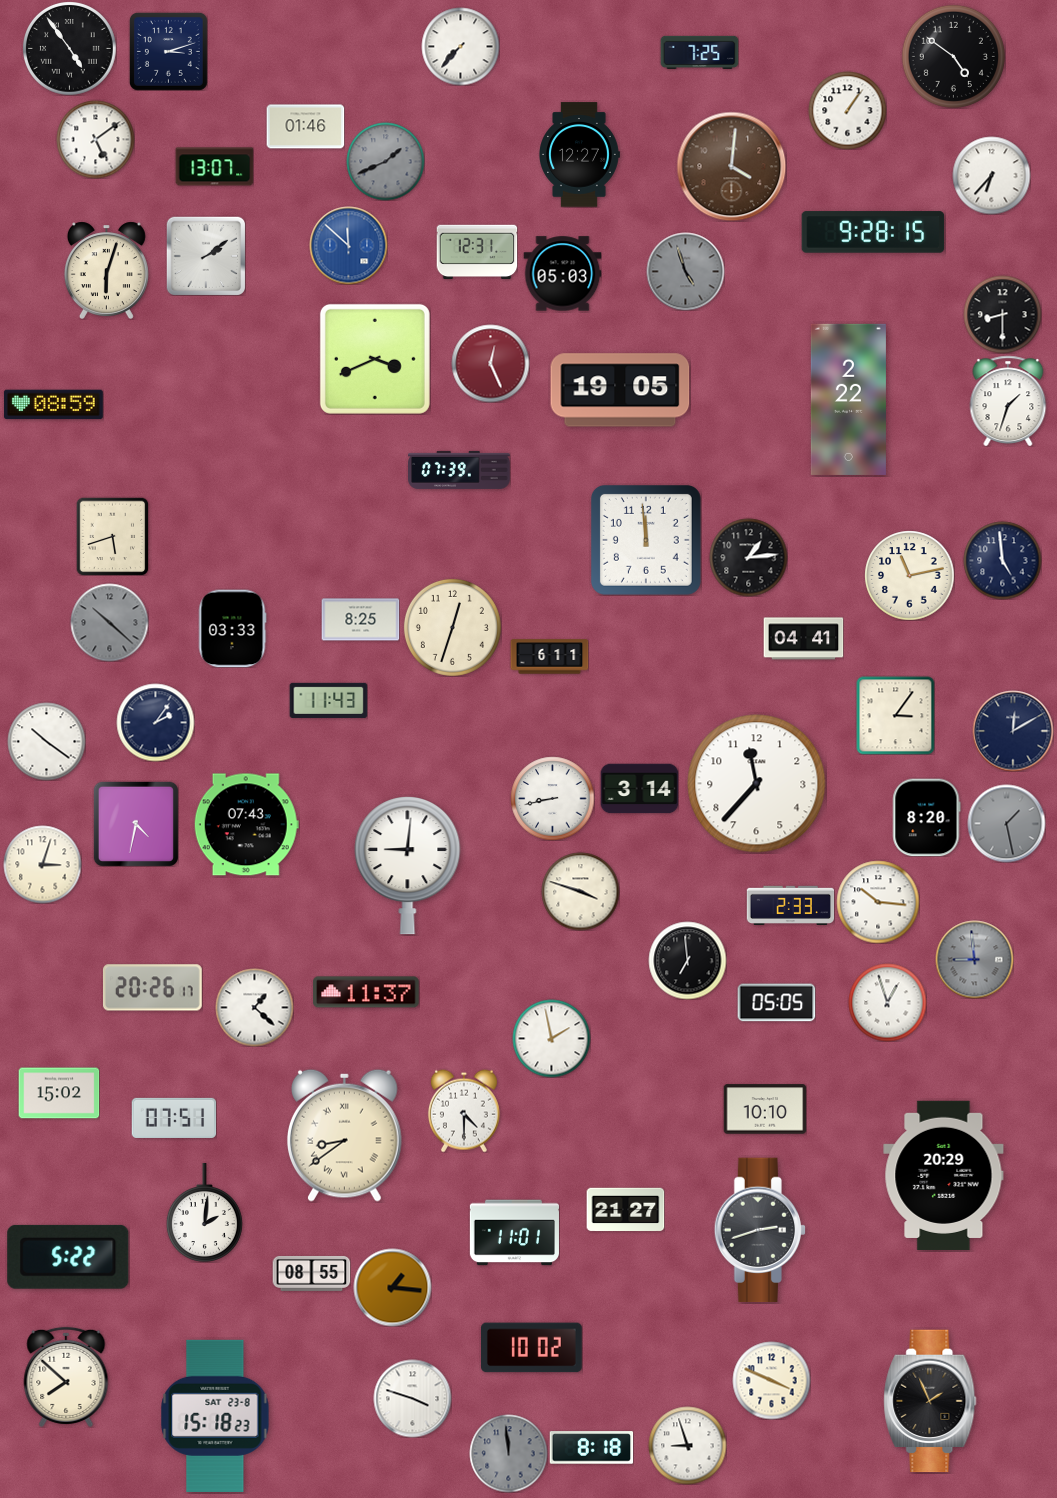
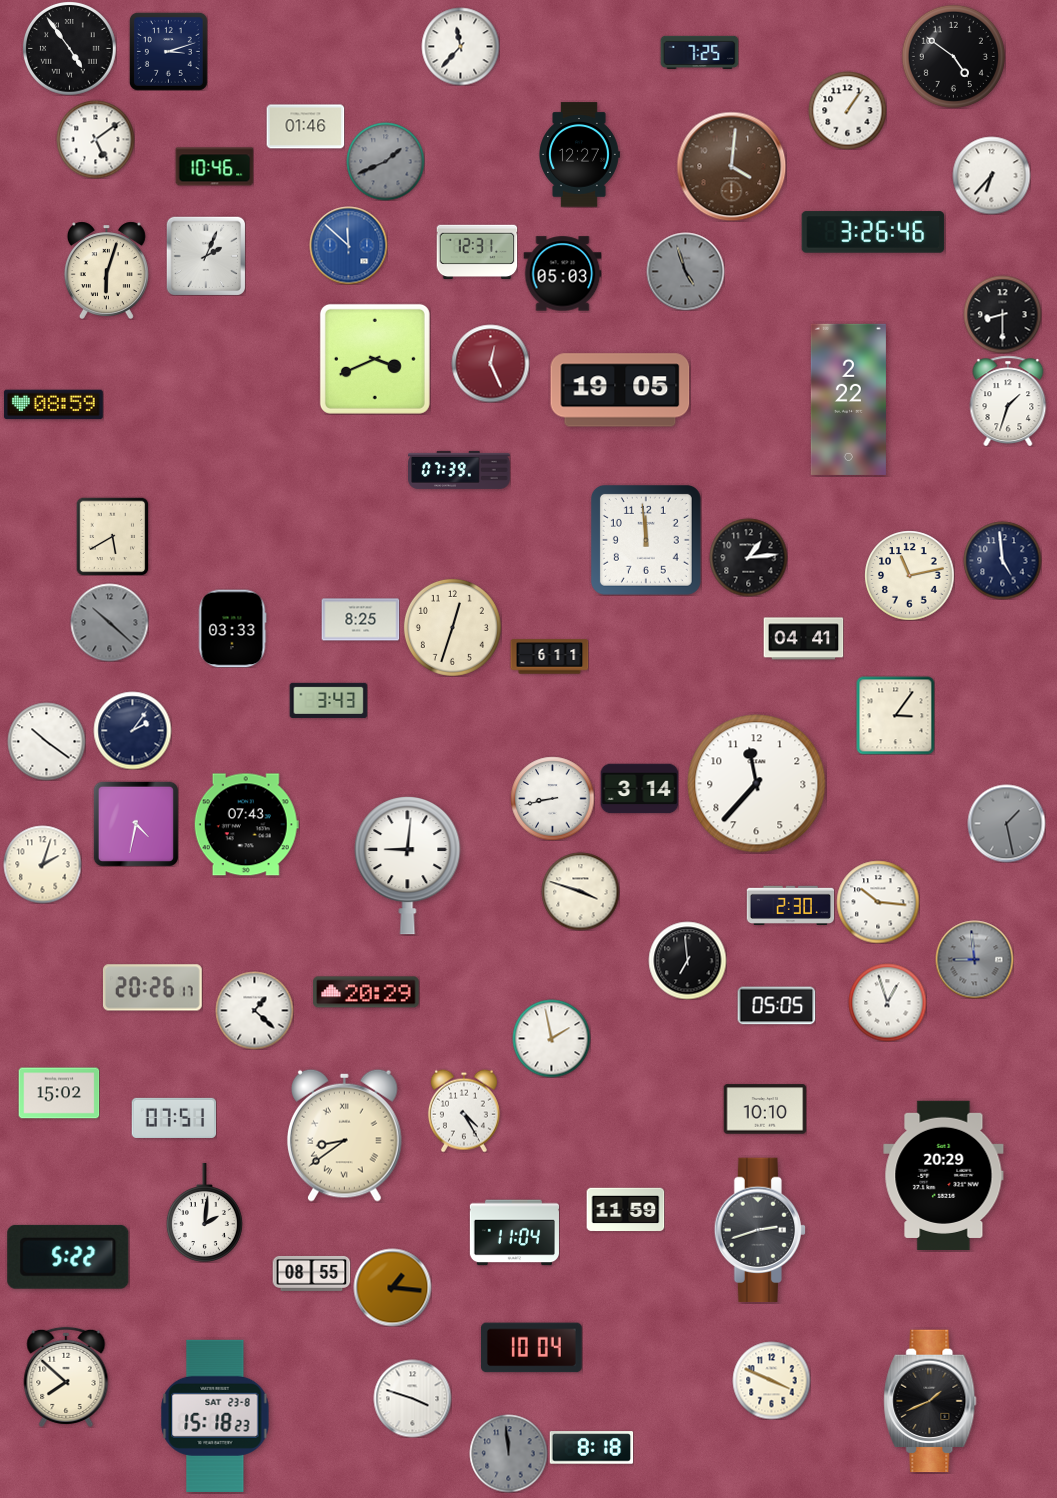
clock at (460, 46): 7:37 -> 11:37
clock at (214, 167): 13:07 -> 10:46
clock at (873, 232): 9:28 -> 3:26
clock at (206, 256): 2:09 -> 2:04
clock at (113, 536): 5:42 -> 5:40
clock at (328, 700): 11:43 -> 3:43
clock at (155, 722) position: (155, 722) -> (132, 730)
clock at (1013, 731): 12:10 -> none
clock at (927, 817): 8:20 -> none
clock at (42, 864): 3:03 -> 2:03
clock at (790, 905): 2:33 -> 2:30
clock at (366, 992): 11:37 -> 20:29
clock at (776, 1003) position: (776, 1003) -> (776, 1006)
clock at (254, 1007) position: (254, 1007) -> (254, 1010)
clock at (464, 1111): 4:30 -> 4:25
clock at (625, 1210): 21:27 -> 11:59
clock at (514, 1233): 11:01 -> 11:04
clock at (532, 1348): 10:02 -> 10:04
clock at (930, 1401): 1:56 -> 1:41
clock at (687, 1445): 8:57 -> none
